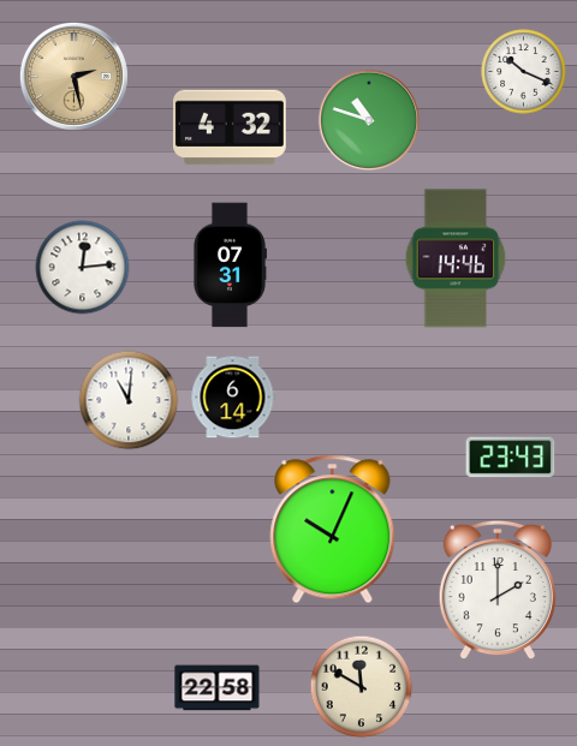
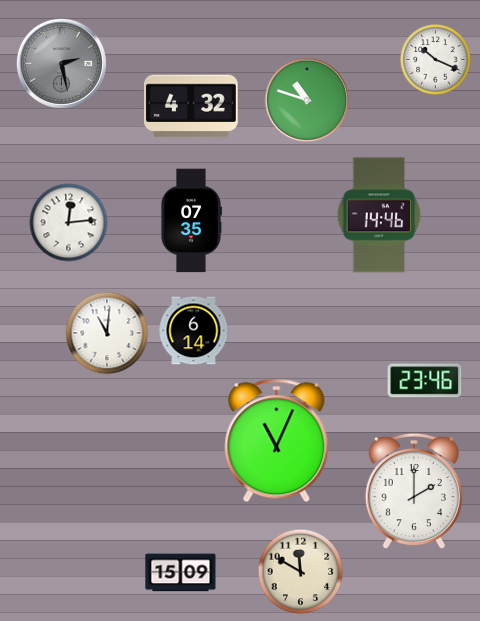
clock at (73, 76) dial: champagne -> grey
clock at (230, 265): 07:31 -> 07:35
clock at (511, 458): 23:43 -> 23:46
clock at (333, 530): 10:04 -> 11:04
clock at (218, 688): 22:58 -> 15:09
